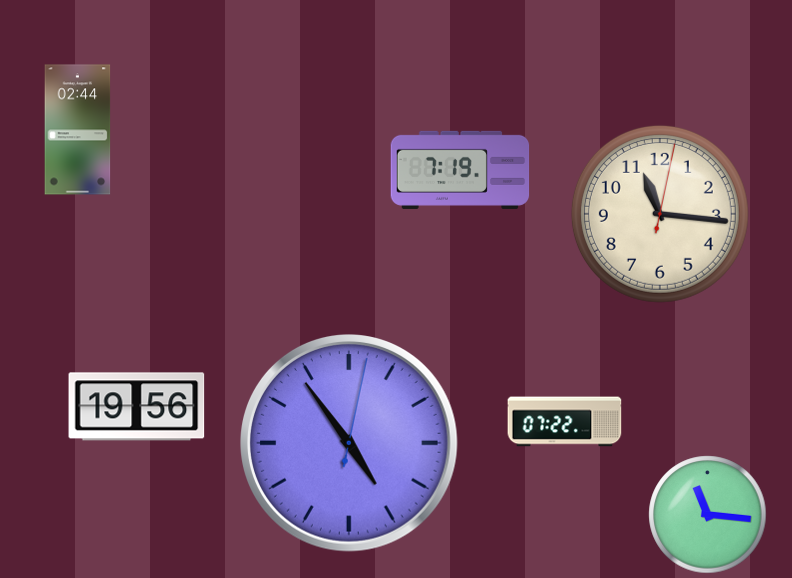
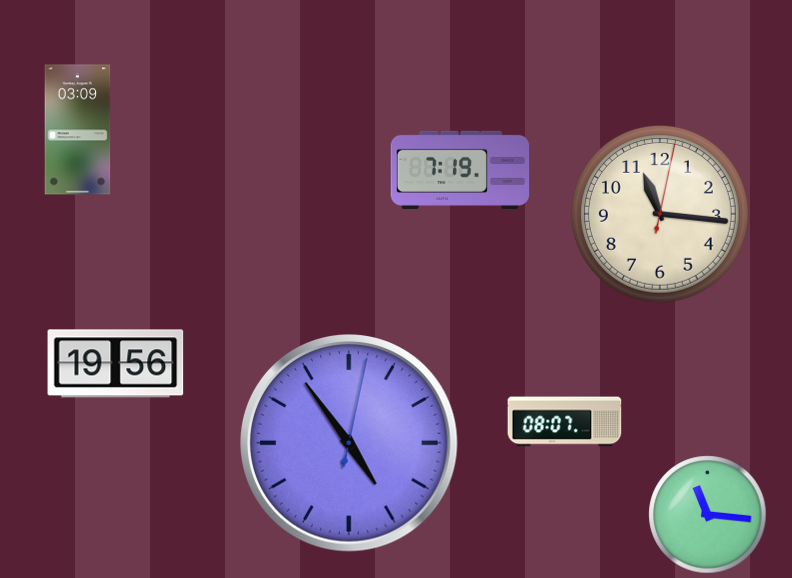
clock at (78, 130): 02:44 -> 03:09
clock at (137, 407) position: (137, 407) -> (116, 364)
clock at (565, 422): 07:22 -> 08:07
